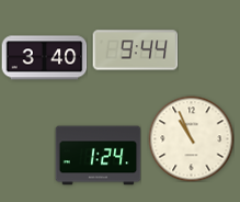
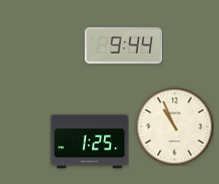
clock at (44, 58): 3:40 -> none
clock at (98, 156): 1:24 -> 1:25
